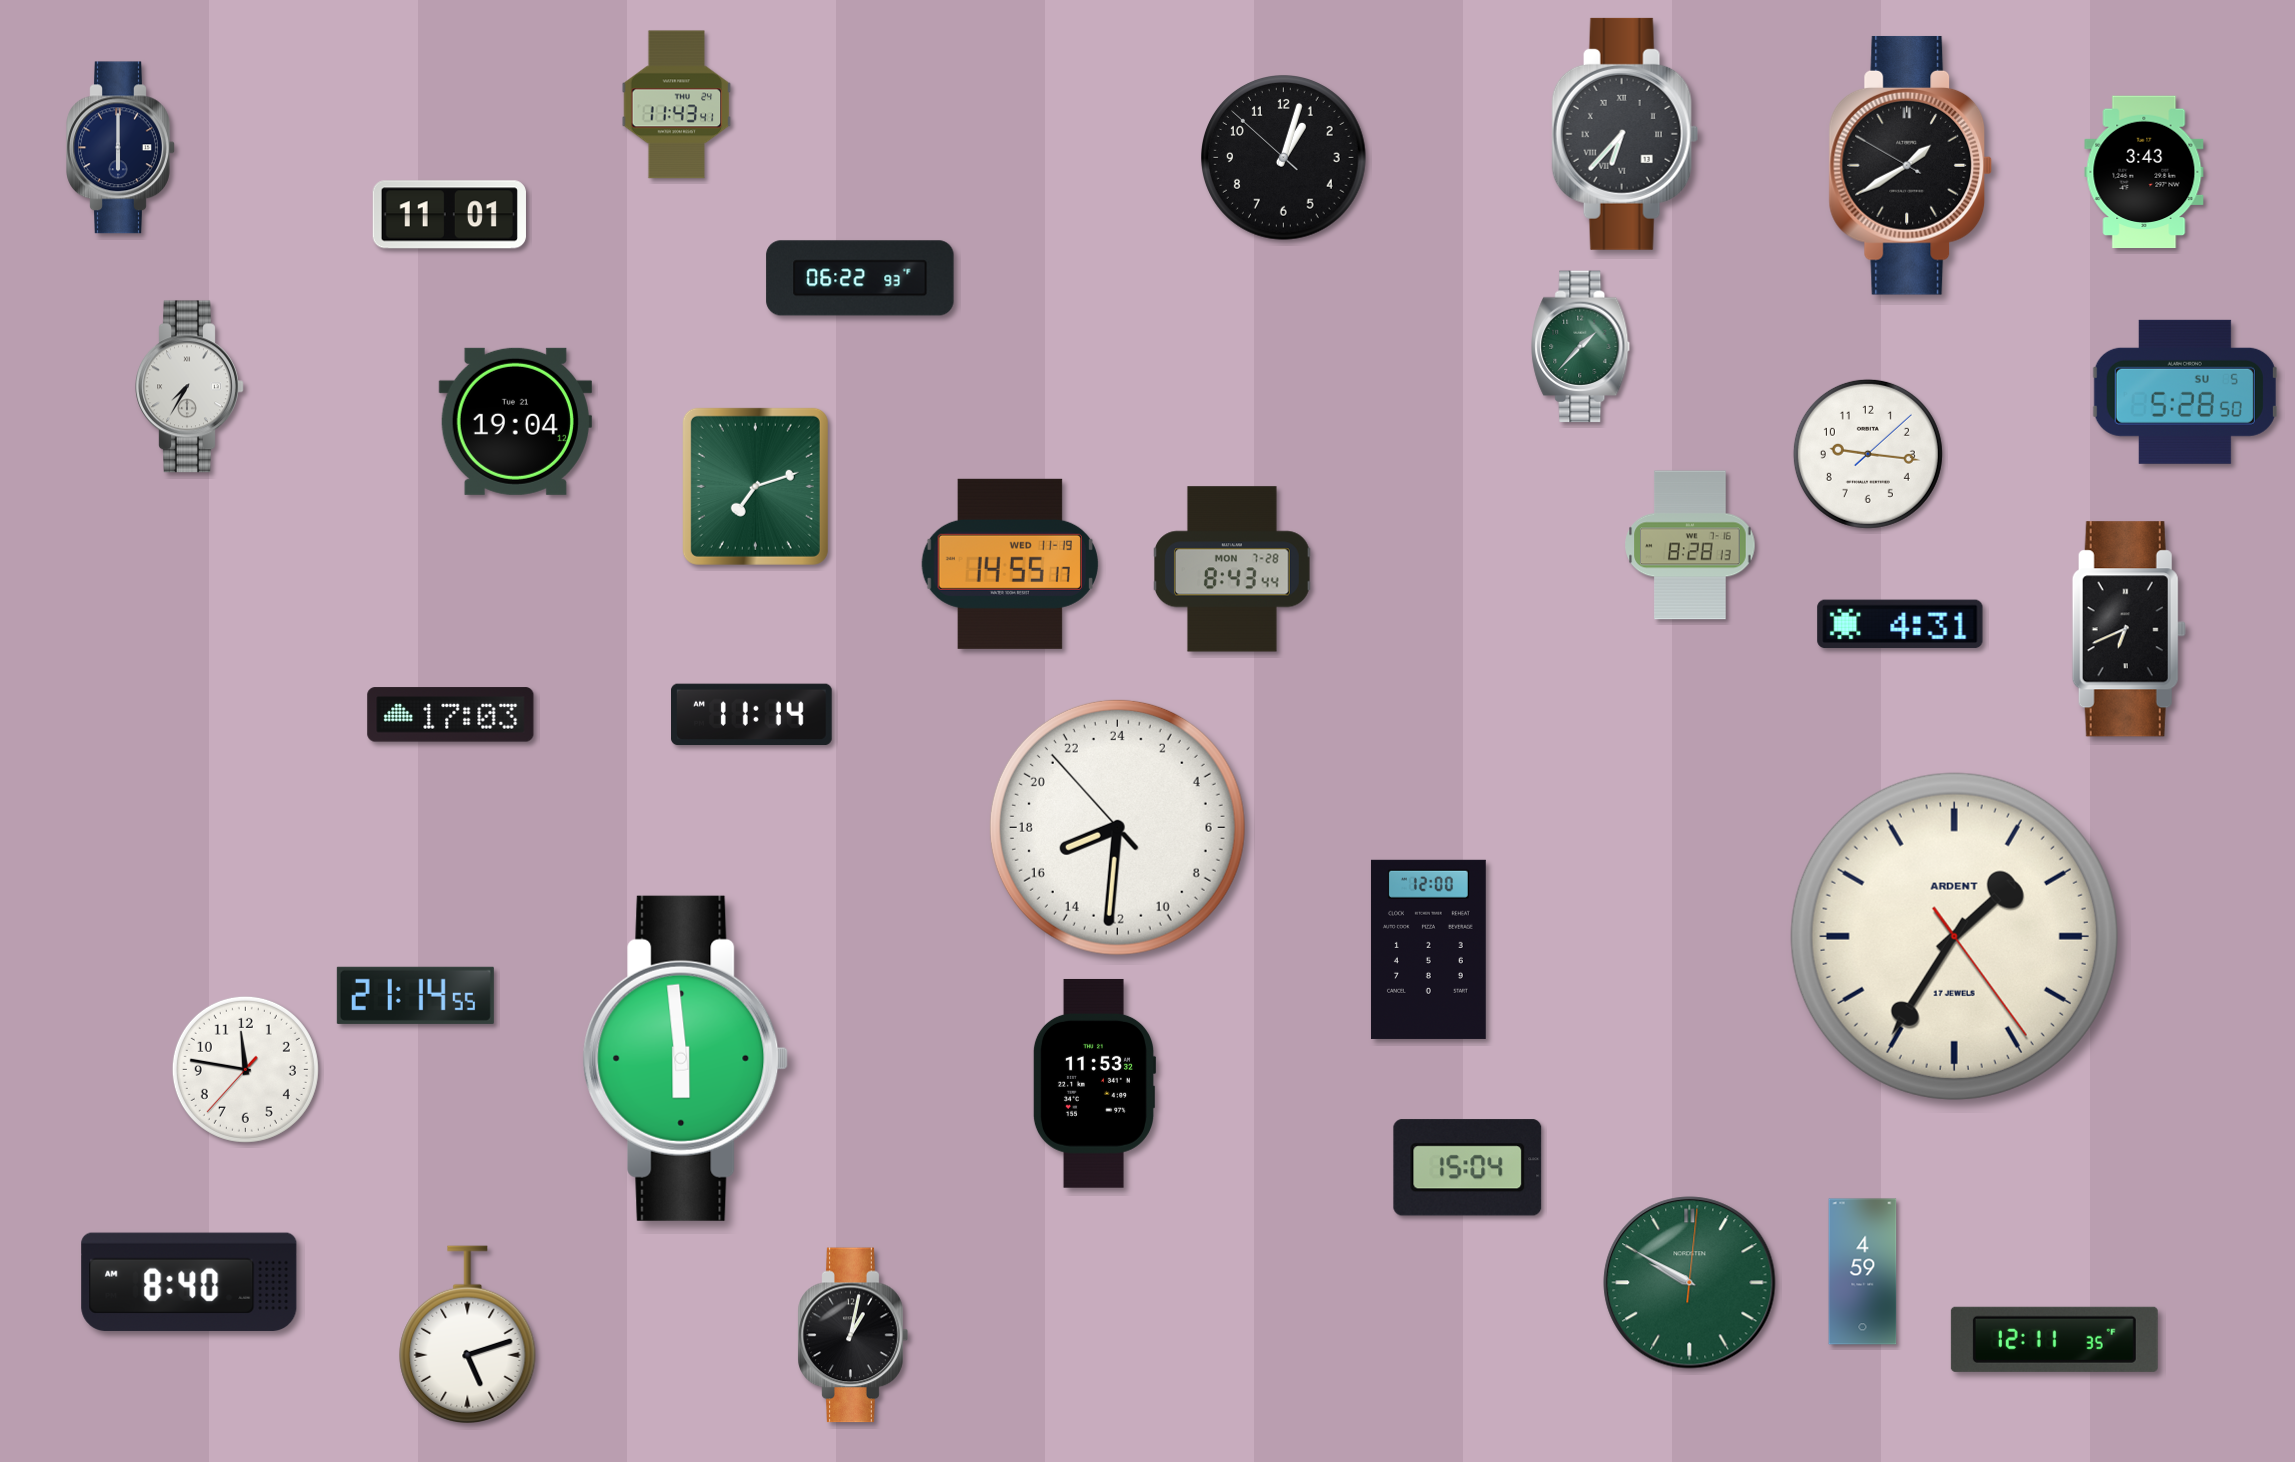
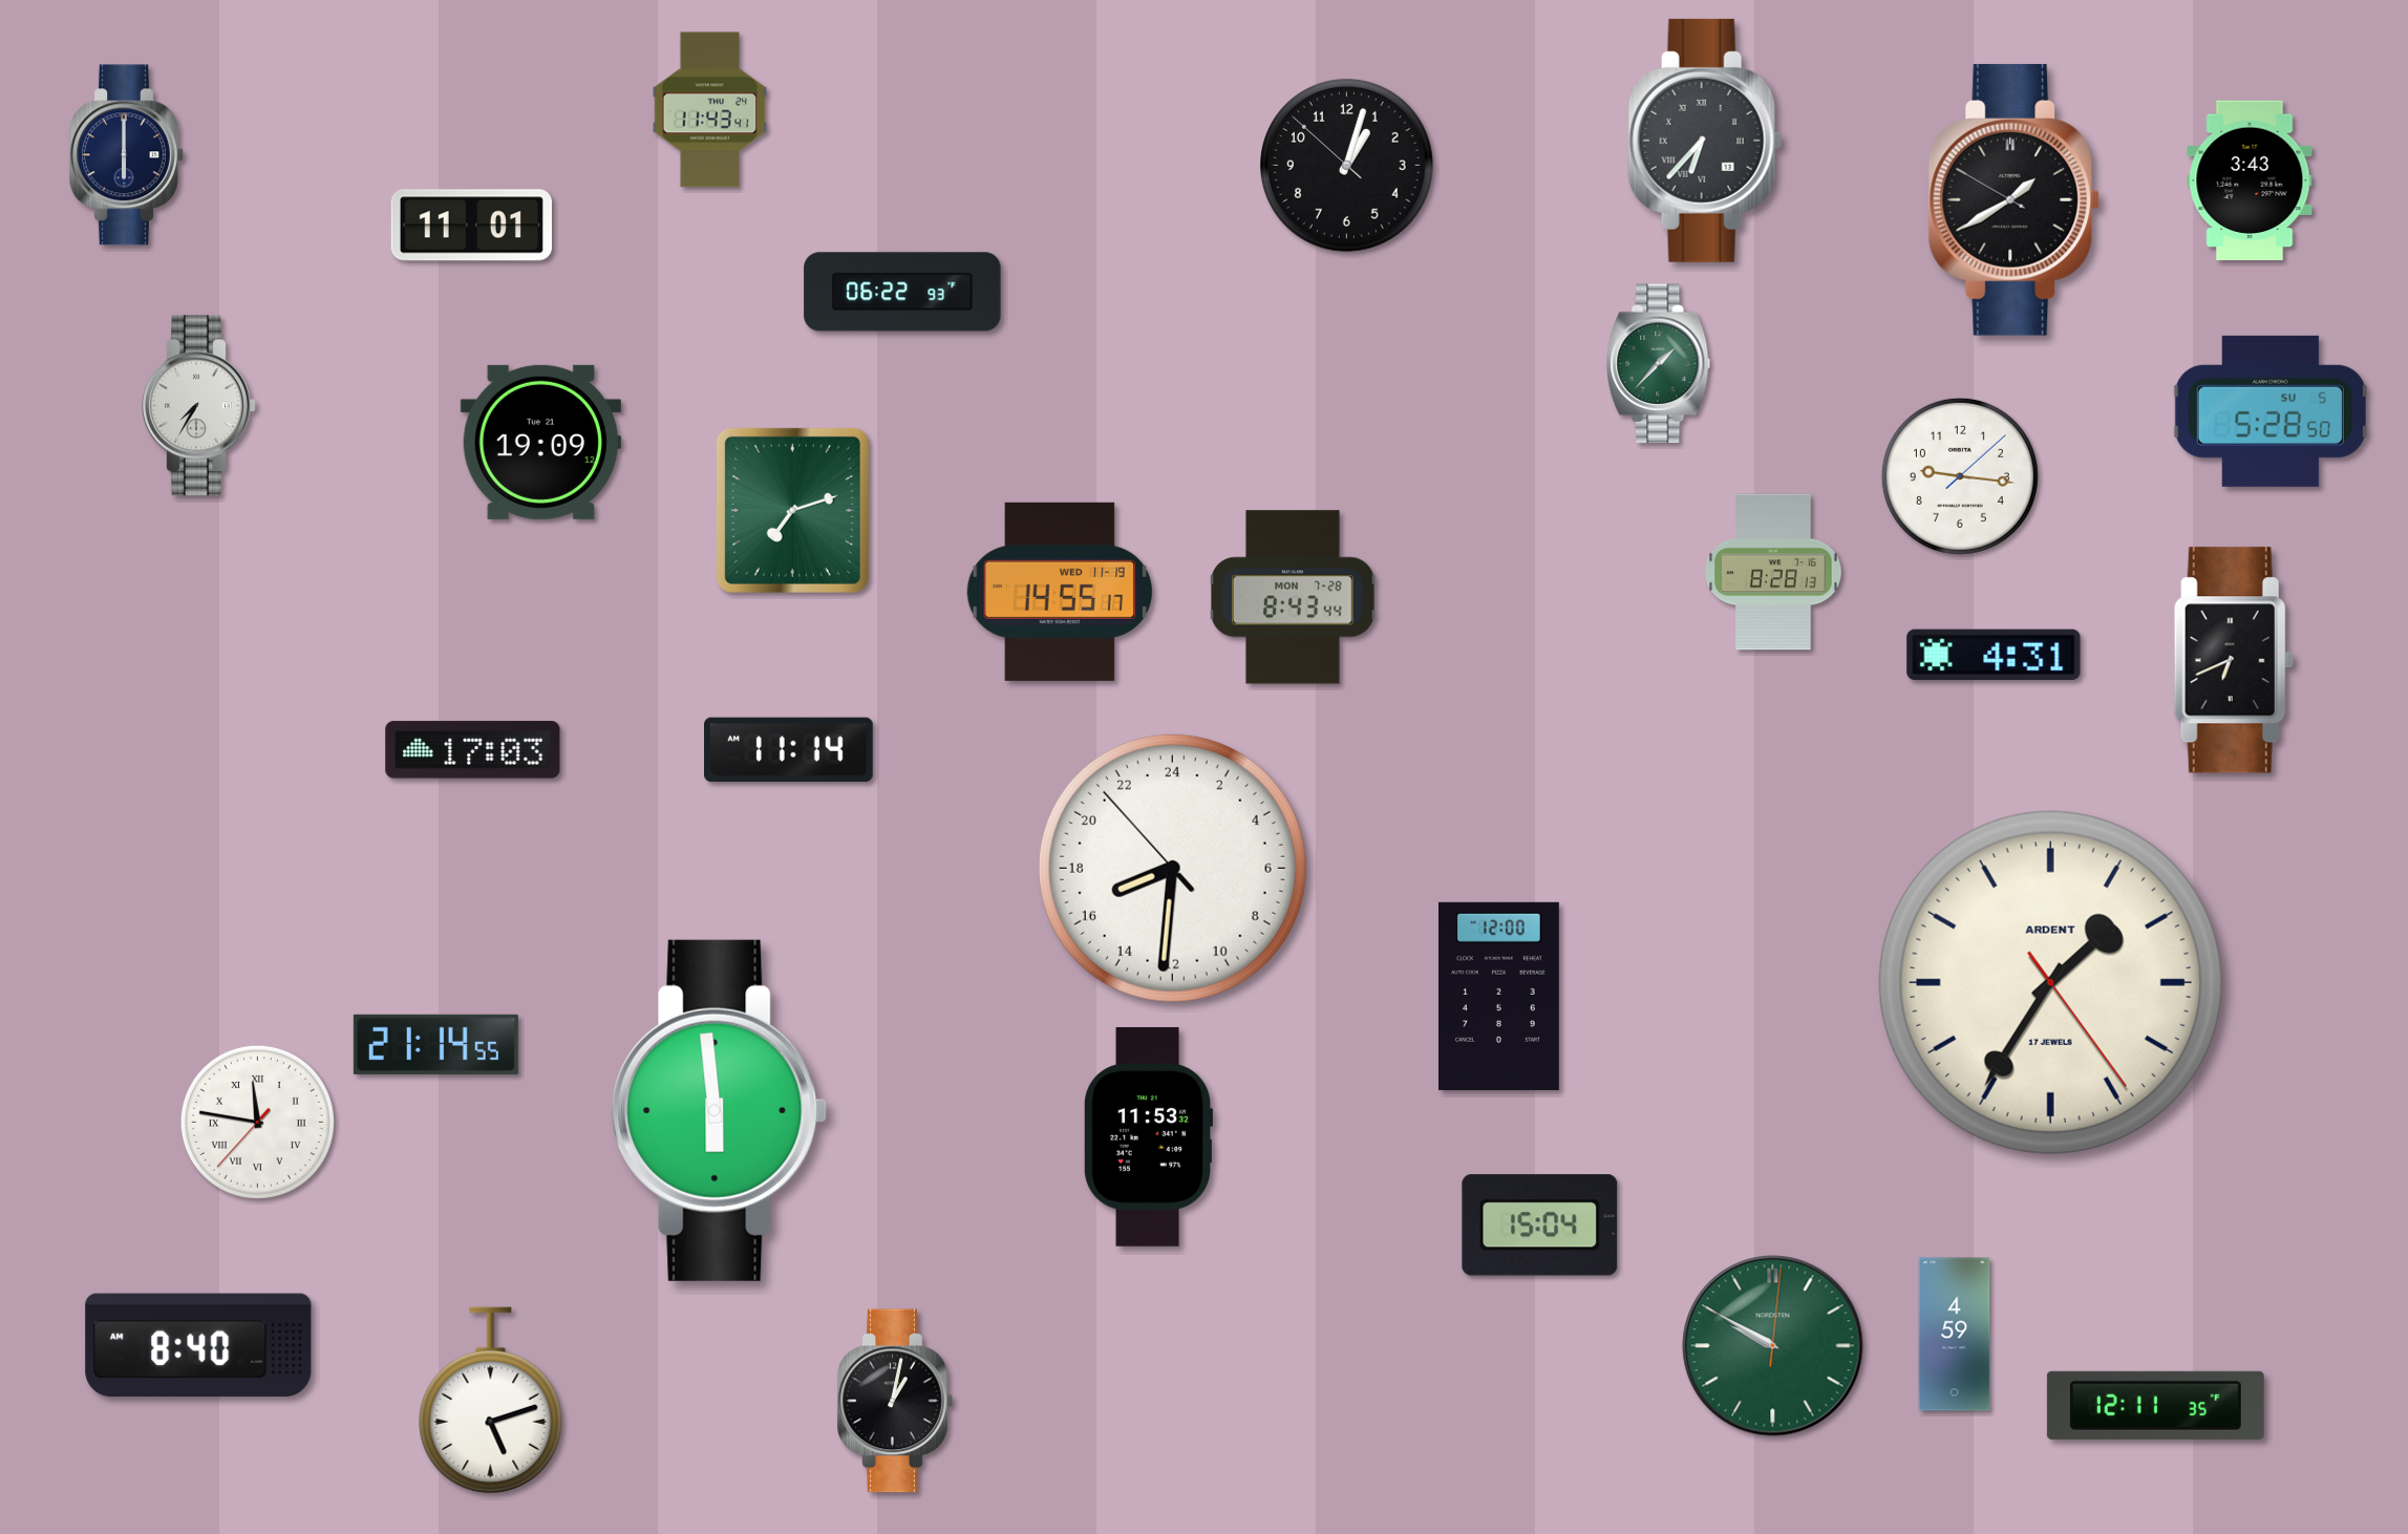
clock at (1911, 165) position: (1911, 165) -> (2015, 199)
clock at (2185, 392) position: (2185, 392) -> (2271, 411)
clock at (515, 421): 19:04 -> 19:09
clock at (245, 1069) numerals: Arabic -> Roman
